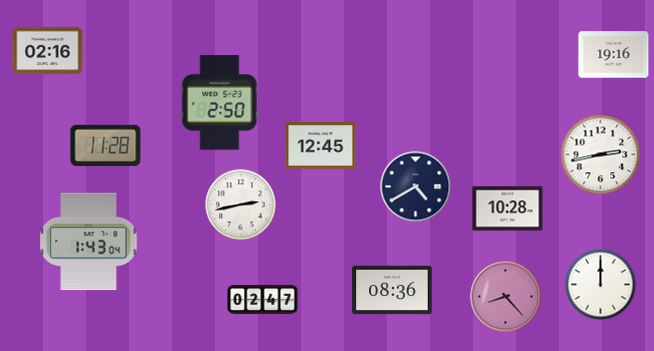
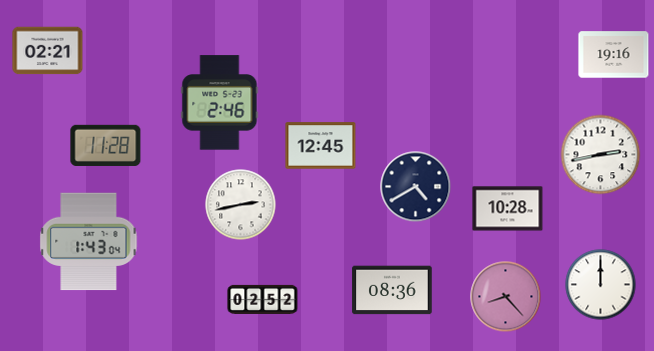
clock at (48, 51): 02:16 -> 02:21
clock at (220, 103): 2:50 -> 2:46
clock at (263, 299): 02:47 -> 02:52
